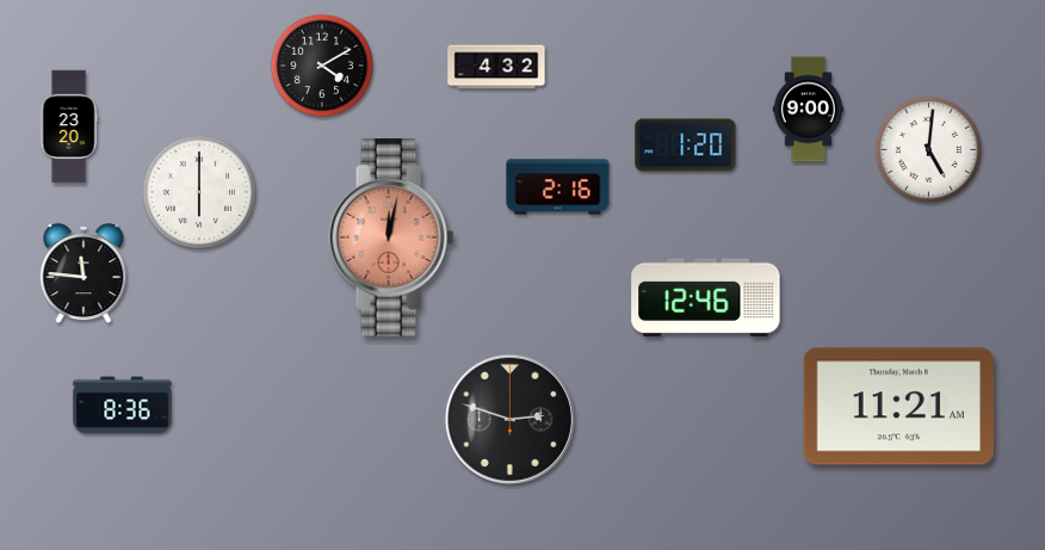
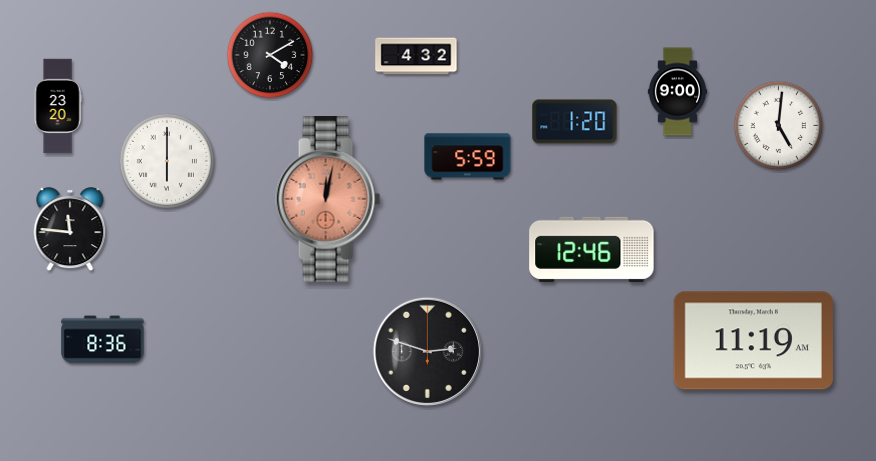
clock at (558, 187): 2:16 -> 5:59
clock at (898, 407): 11:21 -> 11:19
